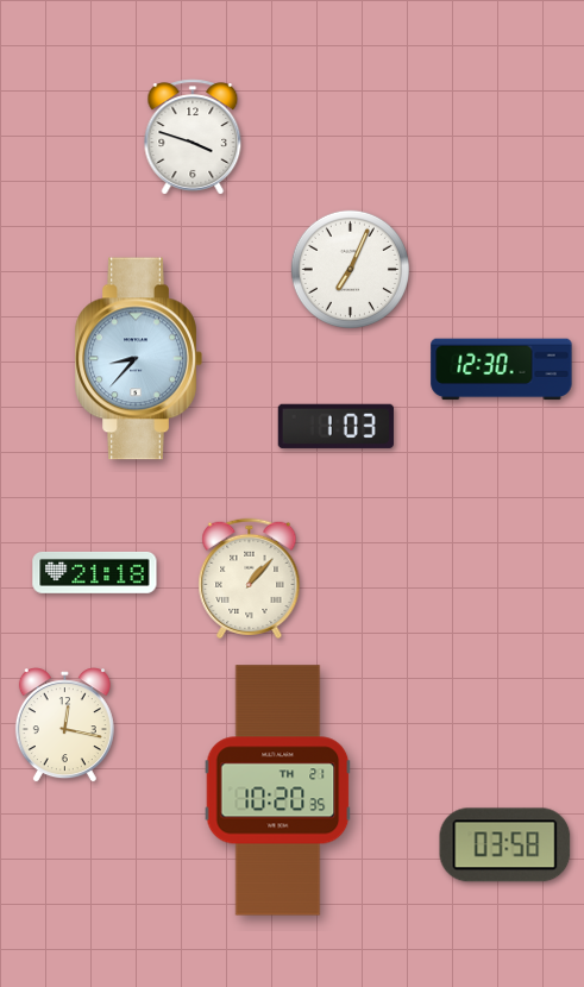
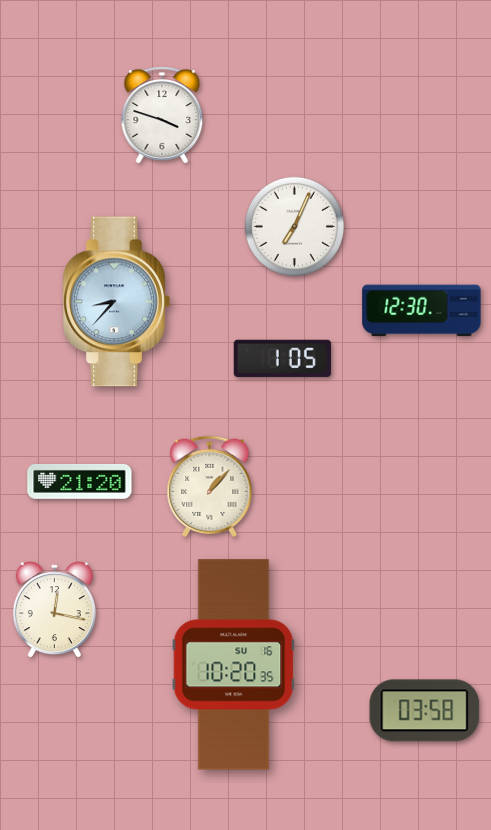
clock at (335, 426): 1:03 -> 1:05
clock at (95, 573): 21:18 -> 21:20
clock at (278, 791) date: TH 21 -> SU 16
